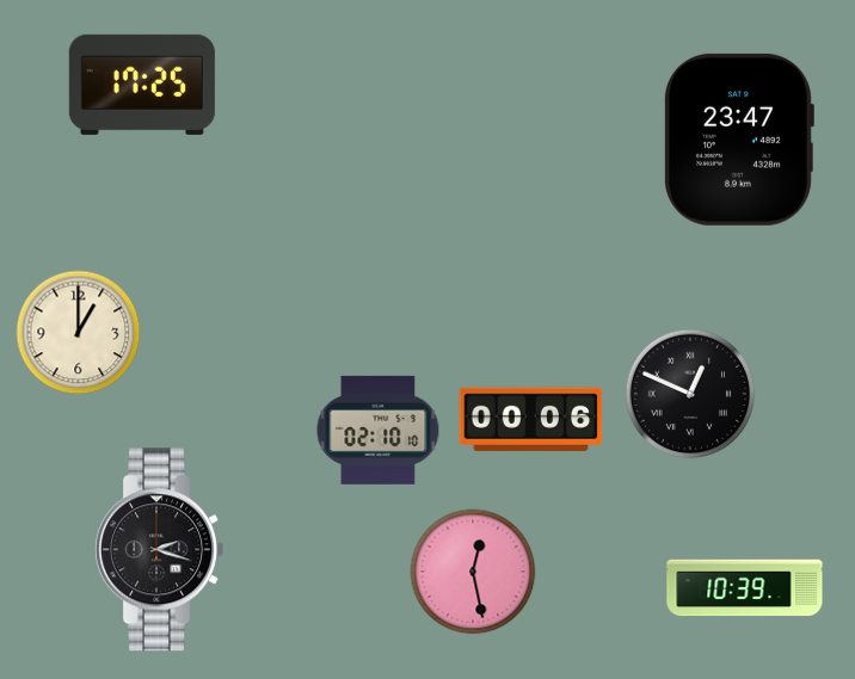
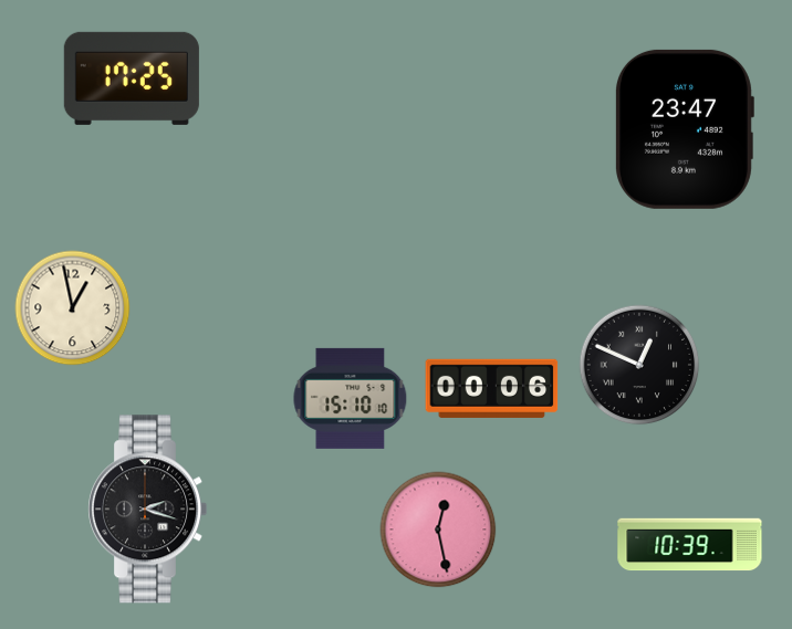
clock at (79, 333): 1:00 -> 12:58
clock at (379, 430): 02:10 -> 15:10
